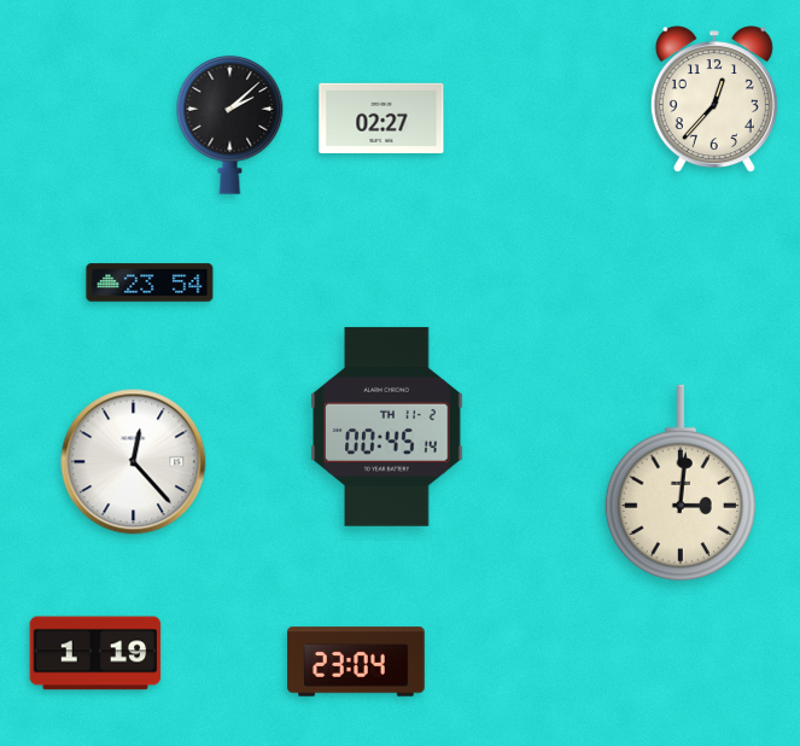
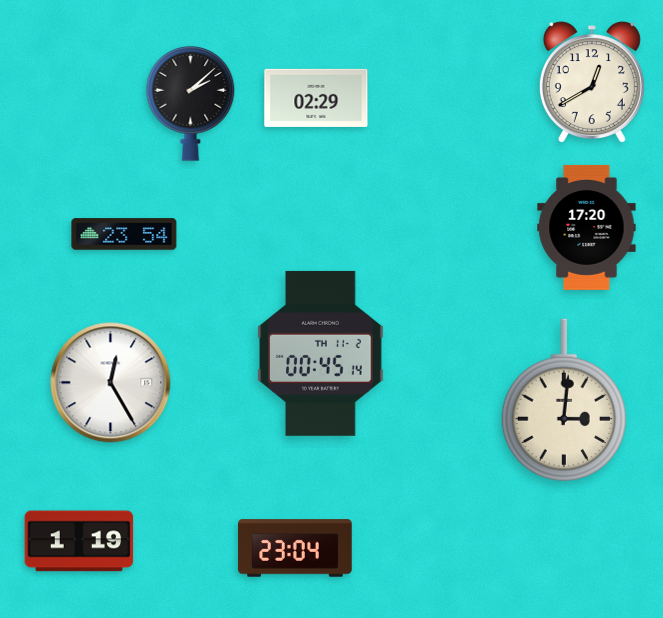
clock at (714, 100): 12:37 -> 12:40
clock at (381, 118): 02:27 -> 02:29
clock at (587, 227): none -> 17:20
clock at (134, 462): 12:23 -> 12:25
